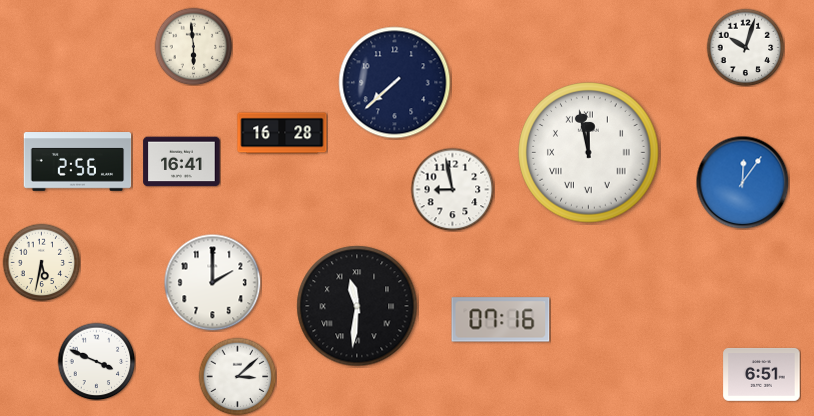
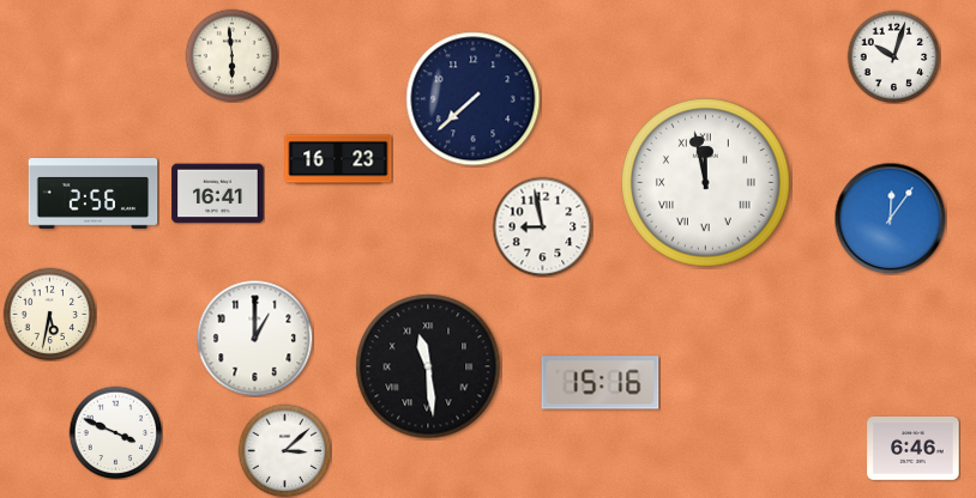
clock at (282, 133): 16:28 -> 16:23
clock at (212, 282): 2:00 -> 1:00
clock at (357, 306): 11:31 -> 11:29
clock at (501, 320): 07:16 -> 15:16
clock at (762, 374): 6:51 -> 6:46
